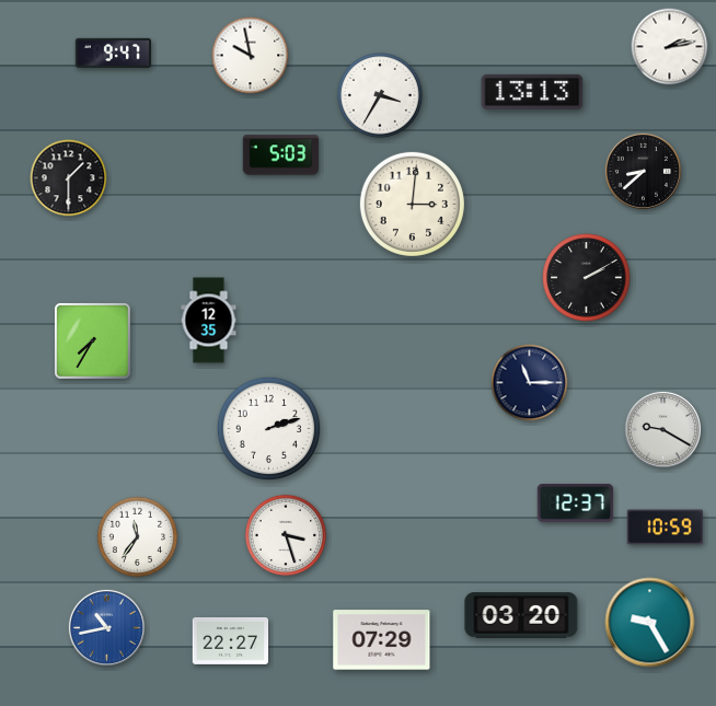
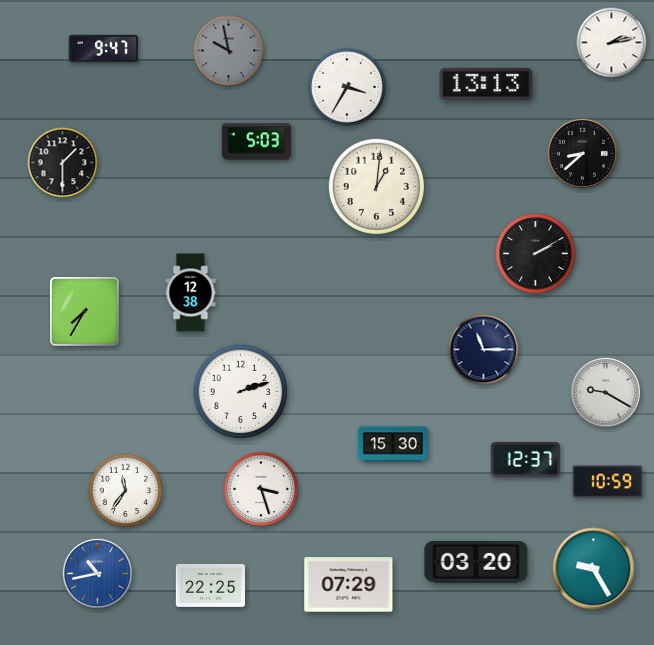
clock at (251, 56) dial: white -> grey
clock at (643, 171) position: (643, 171) -> (582, 153)
clock at (412, 204): 3:01 -> 1:01
clock at (209, 321): 12:35 -> 12:38
clock at (269, 429) position: (269, 429) -> (241, 392)
clock at (393, 444): none -> 15:30
clock at (231, 640): 22:27 -> 22:25
